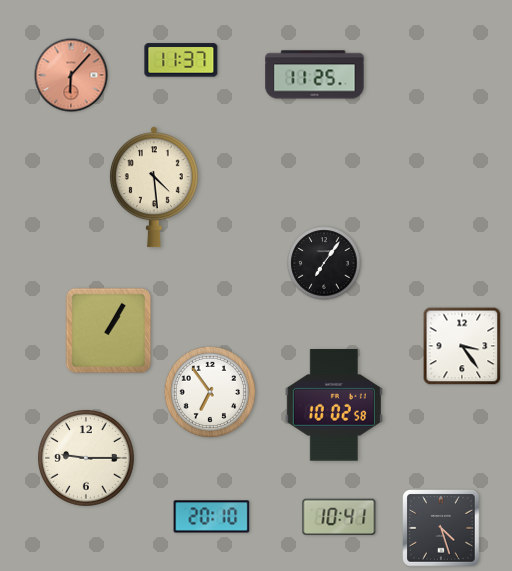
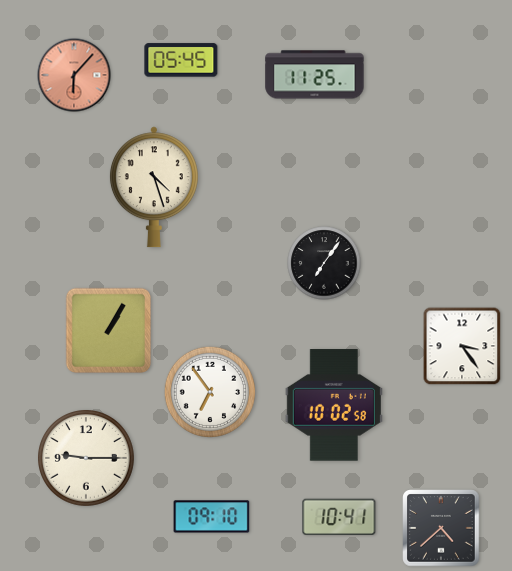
clock at (181, 60): 11:37 -> 05:45
clock at (71, 75) position: (71, 75) -> (74, 75)
clock at (154, 187): 4:29 -> 4:27
clock at (212, 517): 20:10 -> 09:10
clock at (441, 528): 4:27 -> 4:38
